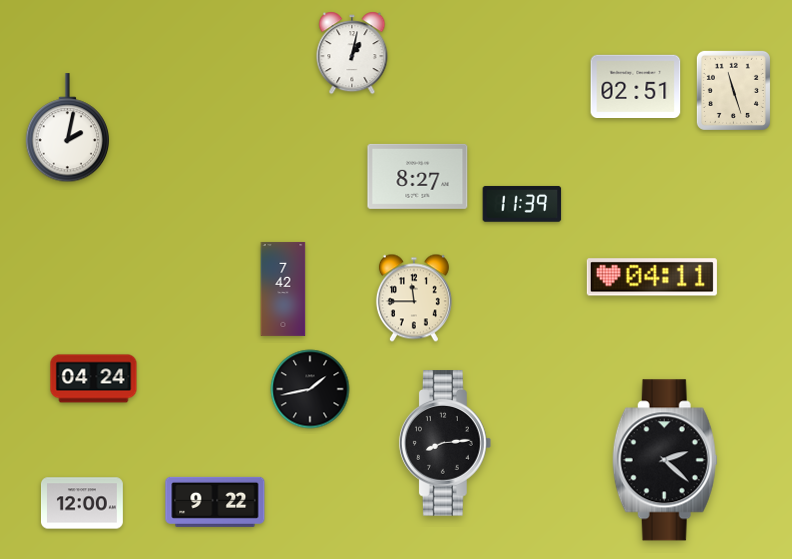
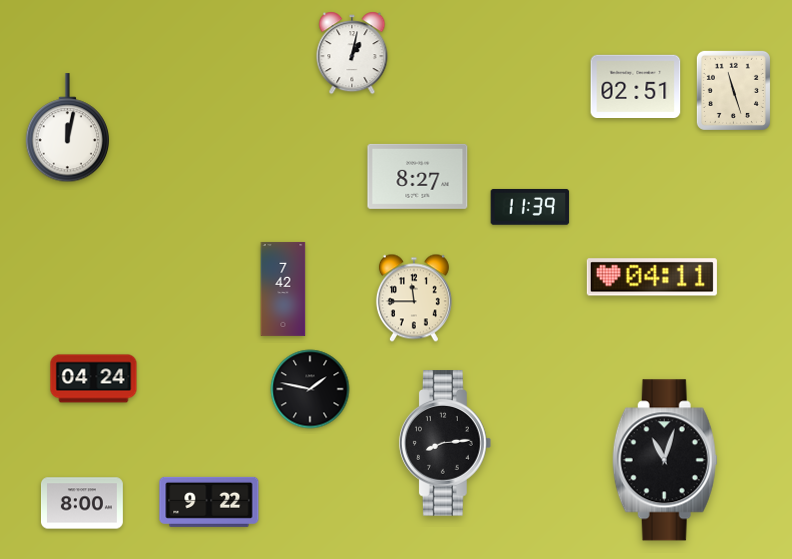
clock at (67, 128): 2:02 -> 12:02
clock at (522, 204) position: (522, 204) -> (530, 207)
clock at (310, 389): 1:43 -> 1:47
clock at (665, 460): 2:22 -> 11:03
clock at (215, 502) position: (215, 502) -> (209, 502)
clock at (82, 503): 12:00 -> 8:00
